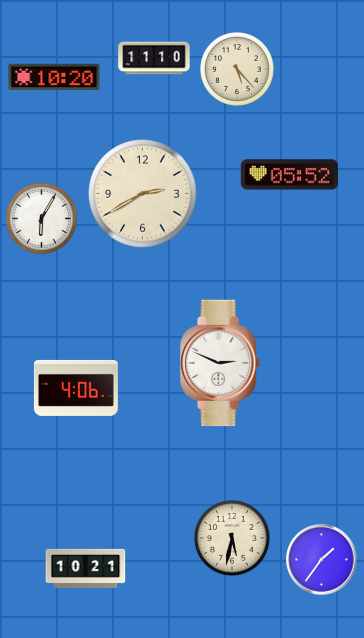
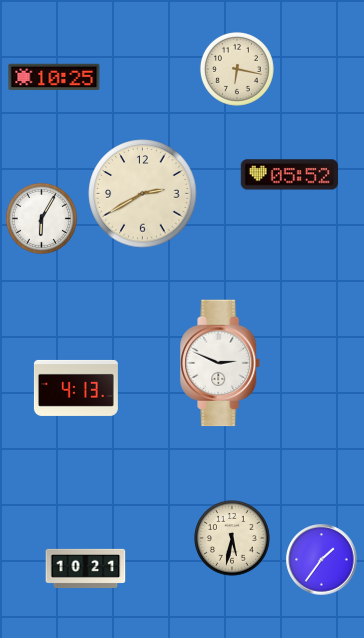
clock at (154, 58): 11:10 -> none
clock at (237, 69): 5:23 -> 6:17
clock at (54, 76): 10:20 -> 10:25
clock at (76, 388): 4:06 -> 4:13
